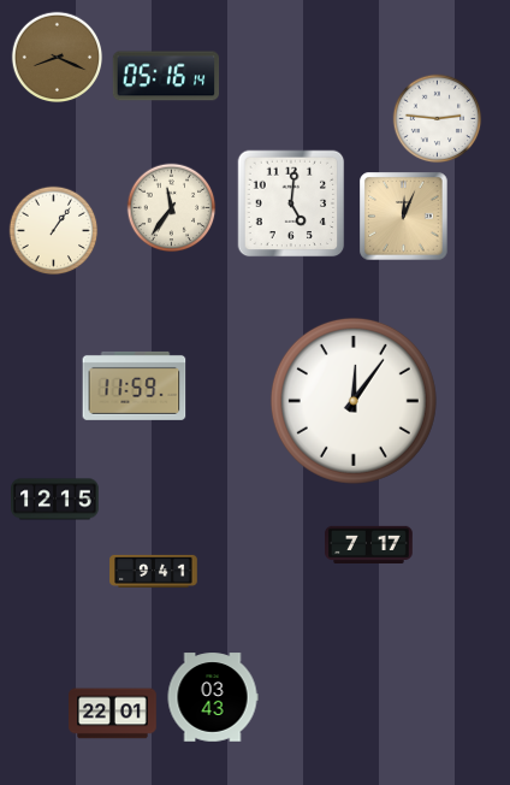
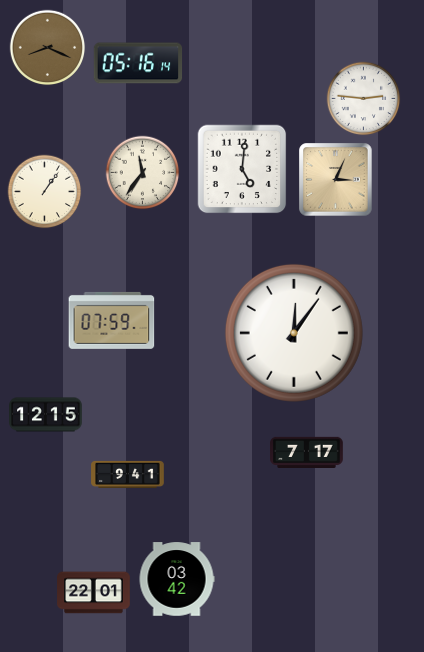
clock at (404, 217): 12:04 -> 3:04
clock at (135, 385): 11:59 -> 07:59
clock at (213, 697): 03:43 -> 03:42
